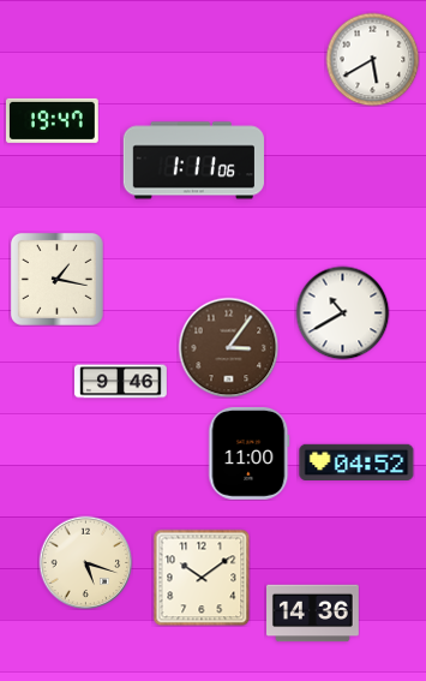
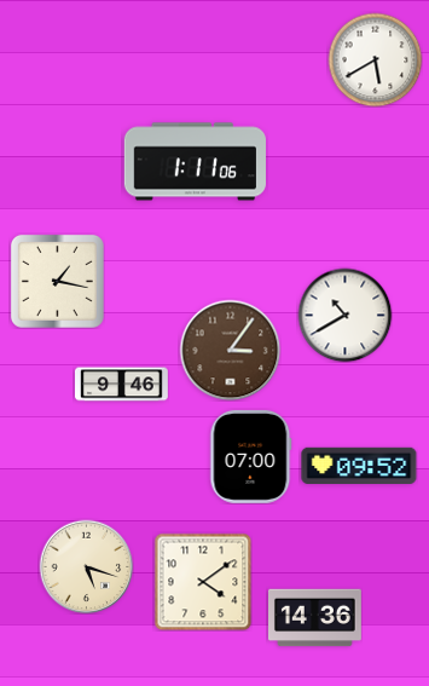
clock at (52, 120): 19:47 -> none
clock at (250, 453): 11:00 -> 07:00
clock at (356, 461): 04:52 -> 09:52
clock at (202, 578): 10:09 -> 4:09
